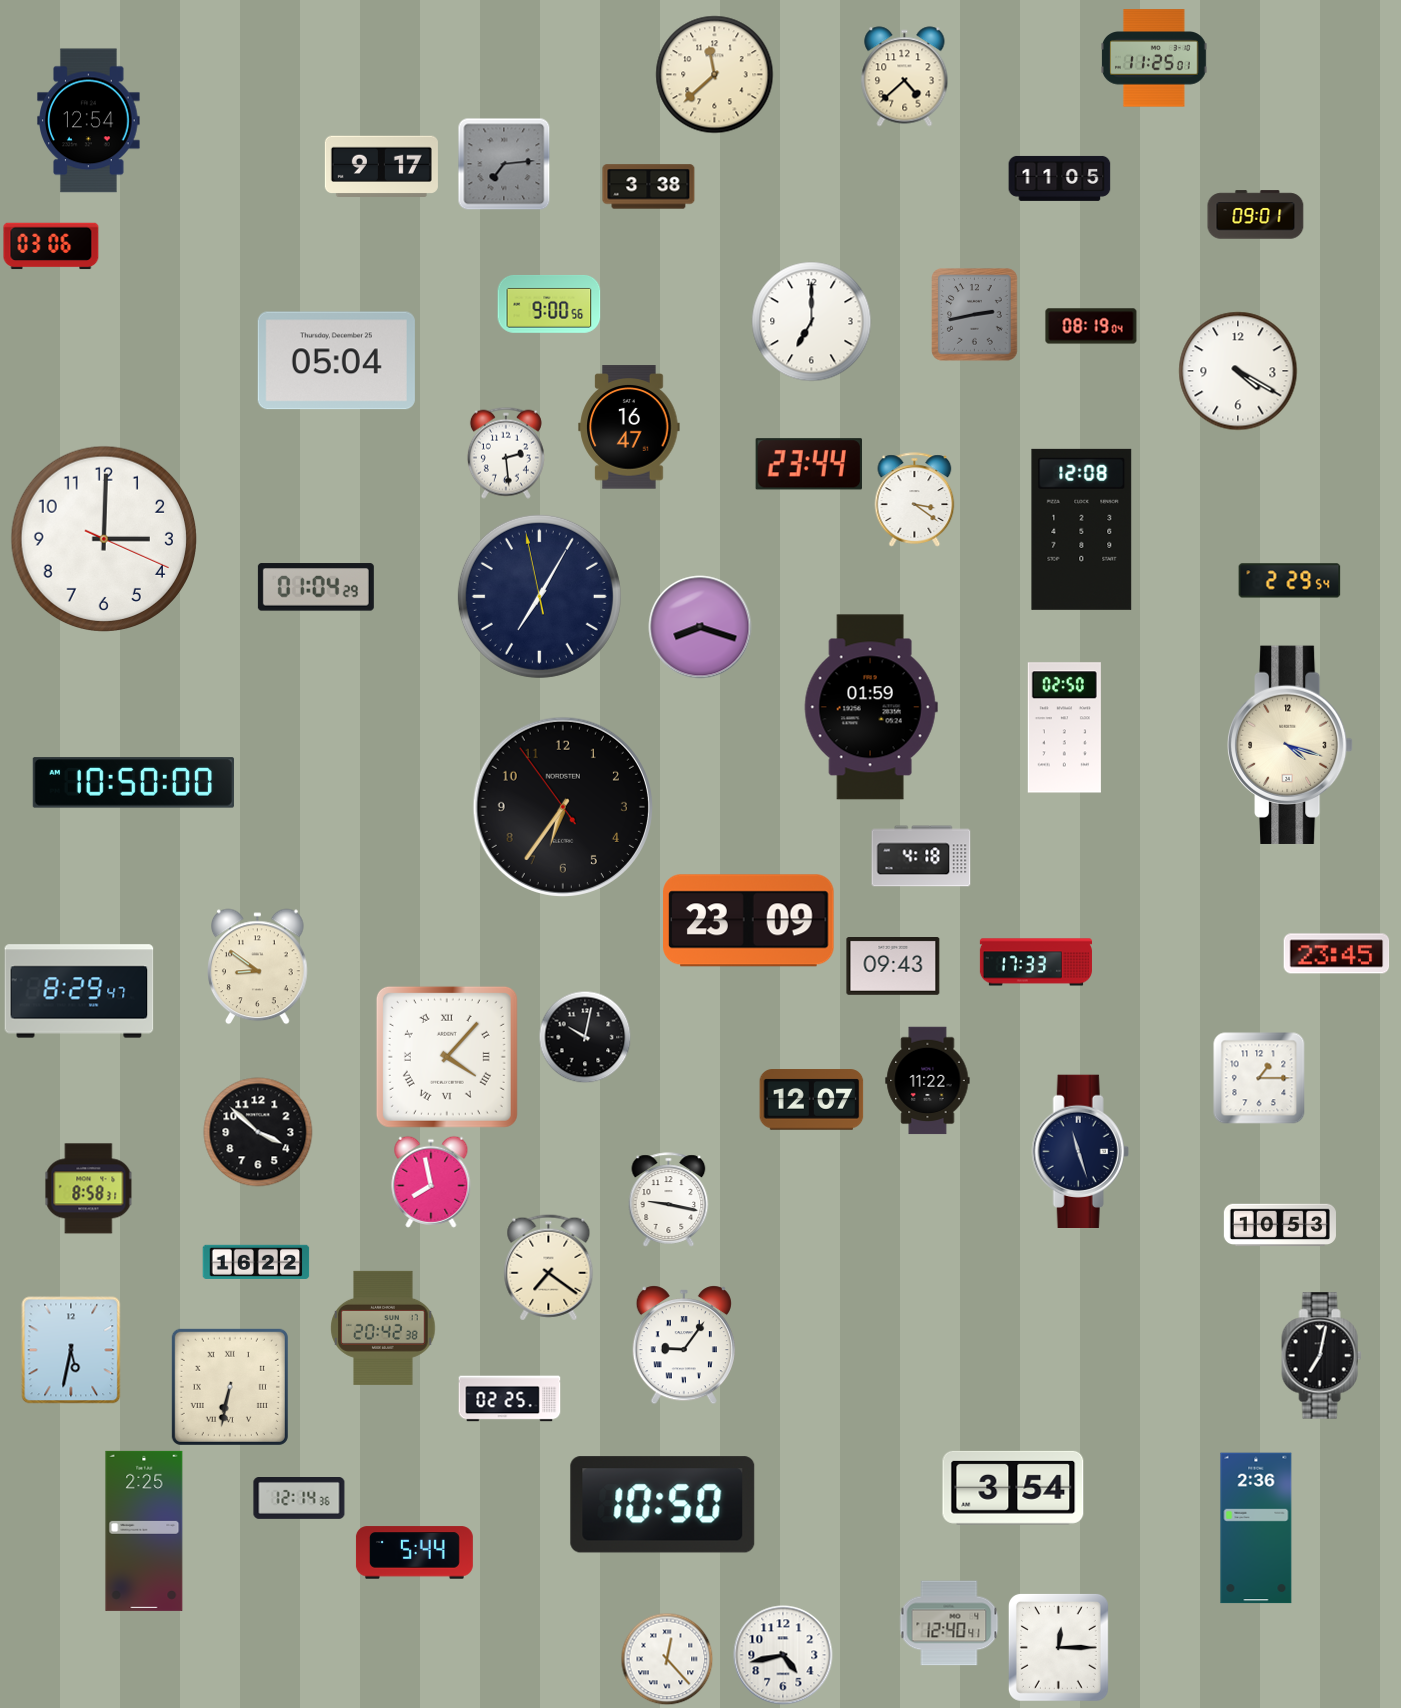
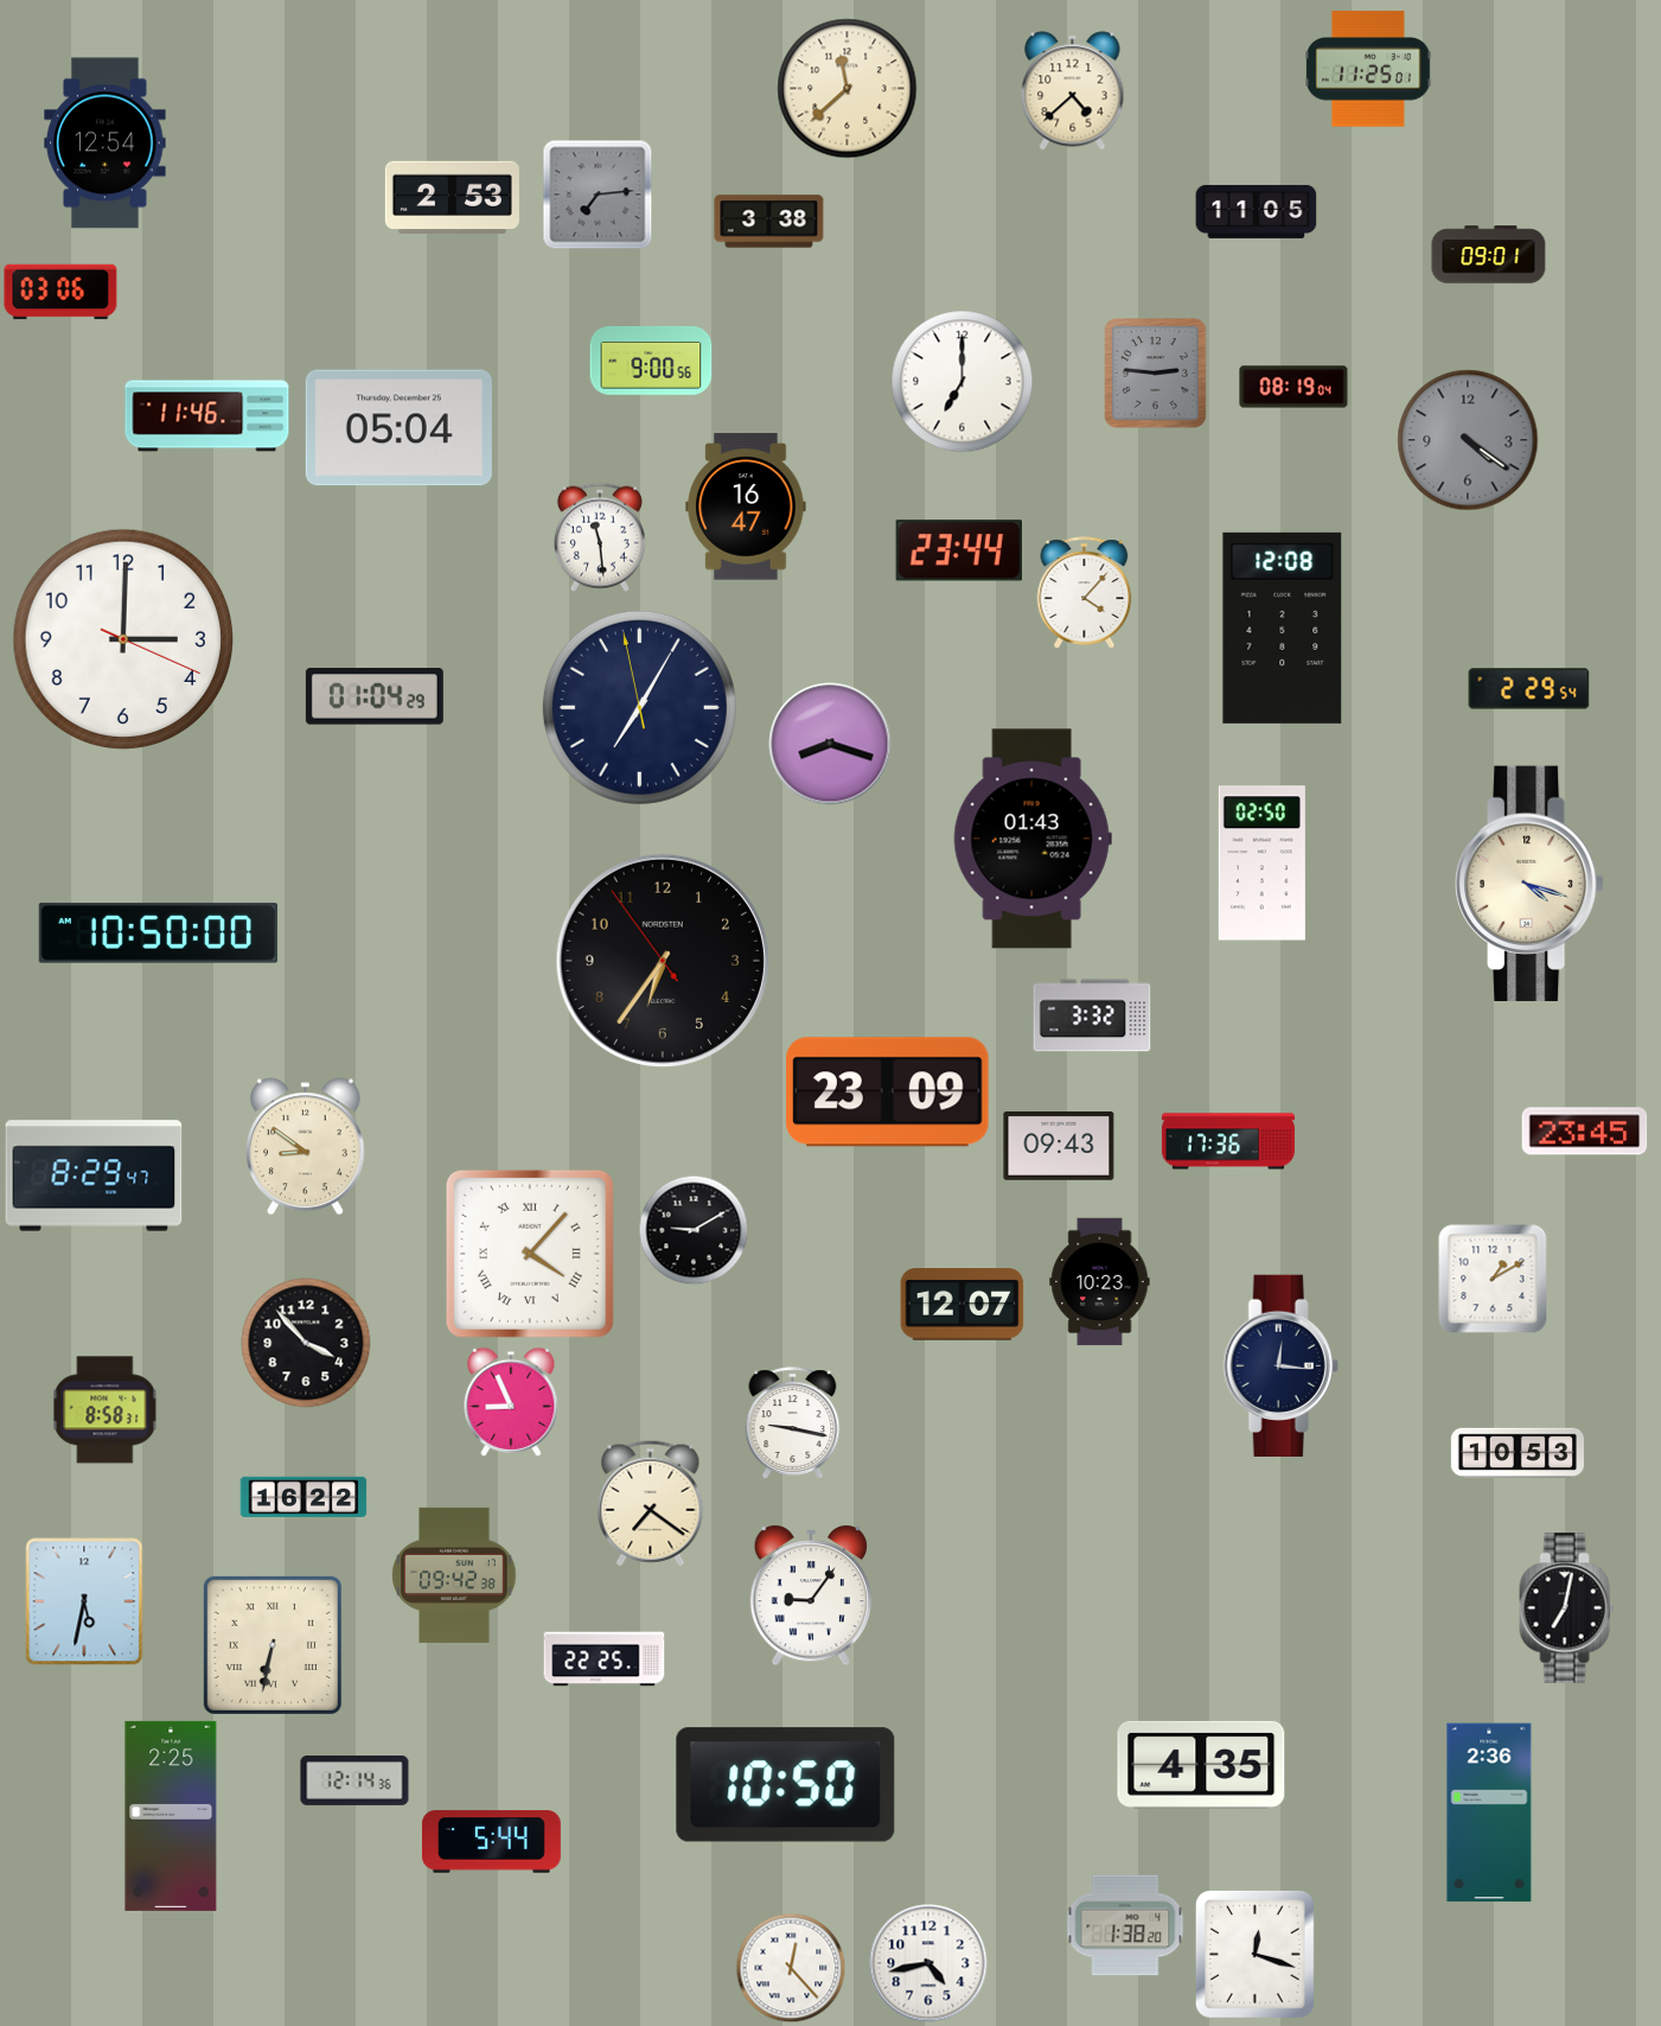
clock at (381, 167): 9:17 -> 2:53
clock at (975, 315): 2:43 -> 2:46
clock at (207, 416): none -> 11:46
clock at (1238, 371): 4:20 -> 4:21
clock at (1238, 371) dial: white -> grey
clock at (506, 453): 2:29 -> 11:29
clock at (915, 500): 3:21 -> 4:07
clock at (871, 707): 01:59 -> 01:43
clock at (133, 783) position: (133, 783) -> (158, 934)
clock at (563, 807) position: (563, 807) -> (663, 961)
clock at (921, 856): 4:18 -> 3:32
clock at (1036, 962): 17:33 -> 17:36
clock at (585, 1037): 10:02 -> 9:10
clock at (1259, 1078): 1:15 -> 1:10
clock at (928, 1081): 11:22 -> 10:23
clock at (258, 1132): 3:52 -> 3:53
clock at (1080, 1151): 11:27 -> 12:16
clock at (431, 1182): 7:58 -> 8:56
clock at (383, 1328): 20:42 -> 09:42
clock at (510, 1399): 02:25 -> 22:25
clock at (1013, 1488): 3:54 -> 4:35
clock at (299, 1499) position: (299, 1499) -> (354, 1782)
clock at (949, 1623): 12:40 -> 1:38
clock at (1058, 1647): 12:15 -> 12:18
